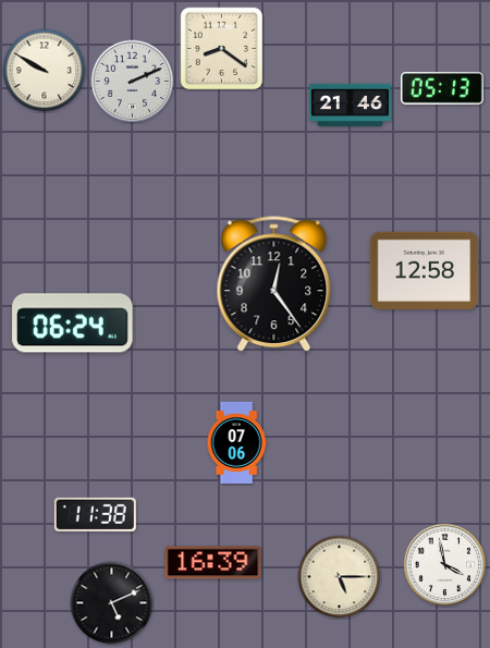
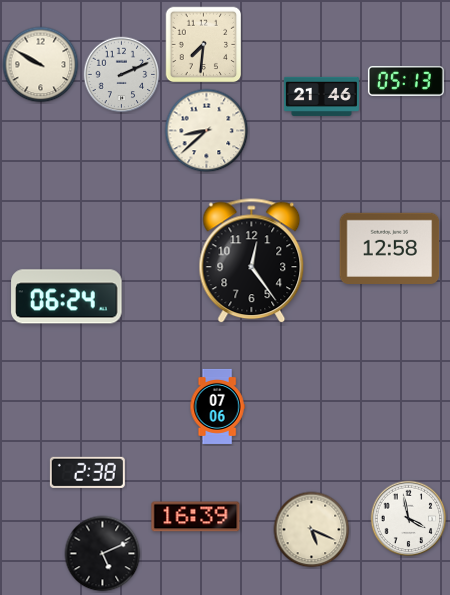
clock at (222, 49): 8:21 -> 7:31
clock at (207, 131): none -> 8:38
clock at (95, 514): 11:38 -> 2:38
clock at (340, 577): 5:15 -> 5:19
